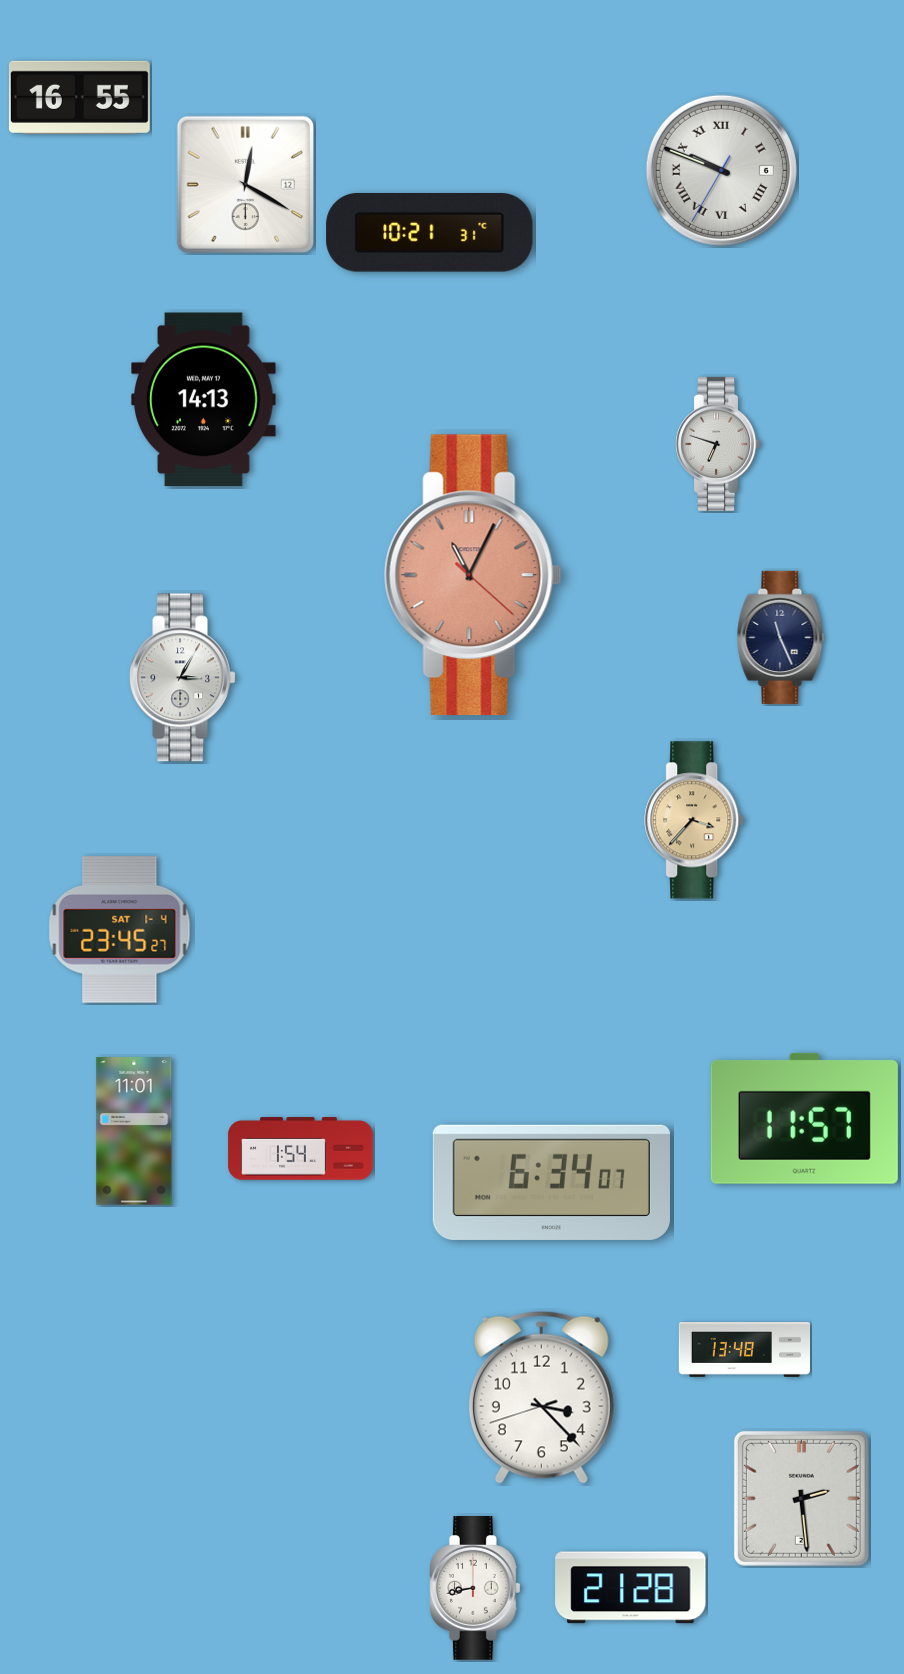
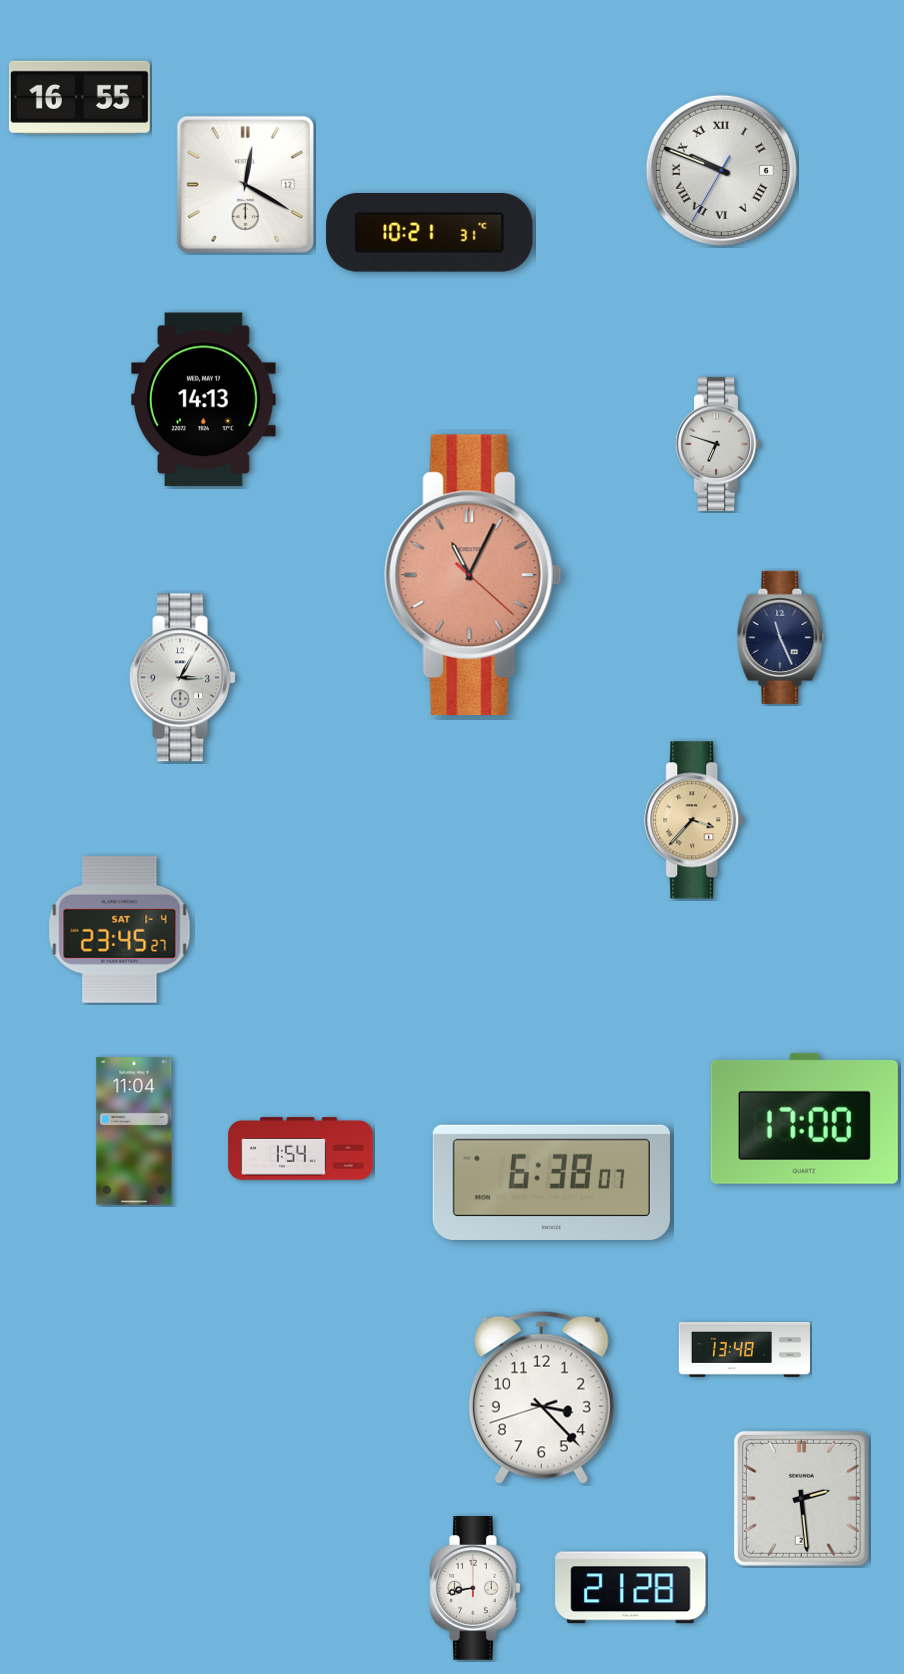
clock at (804, 1118): 11:57 -> 17:00
clock at (134, 1131): 11:01 -> 11:04
clock at (551, 1182): 6:34 -> 6:38
